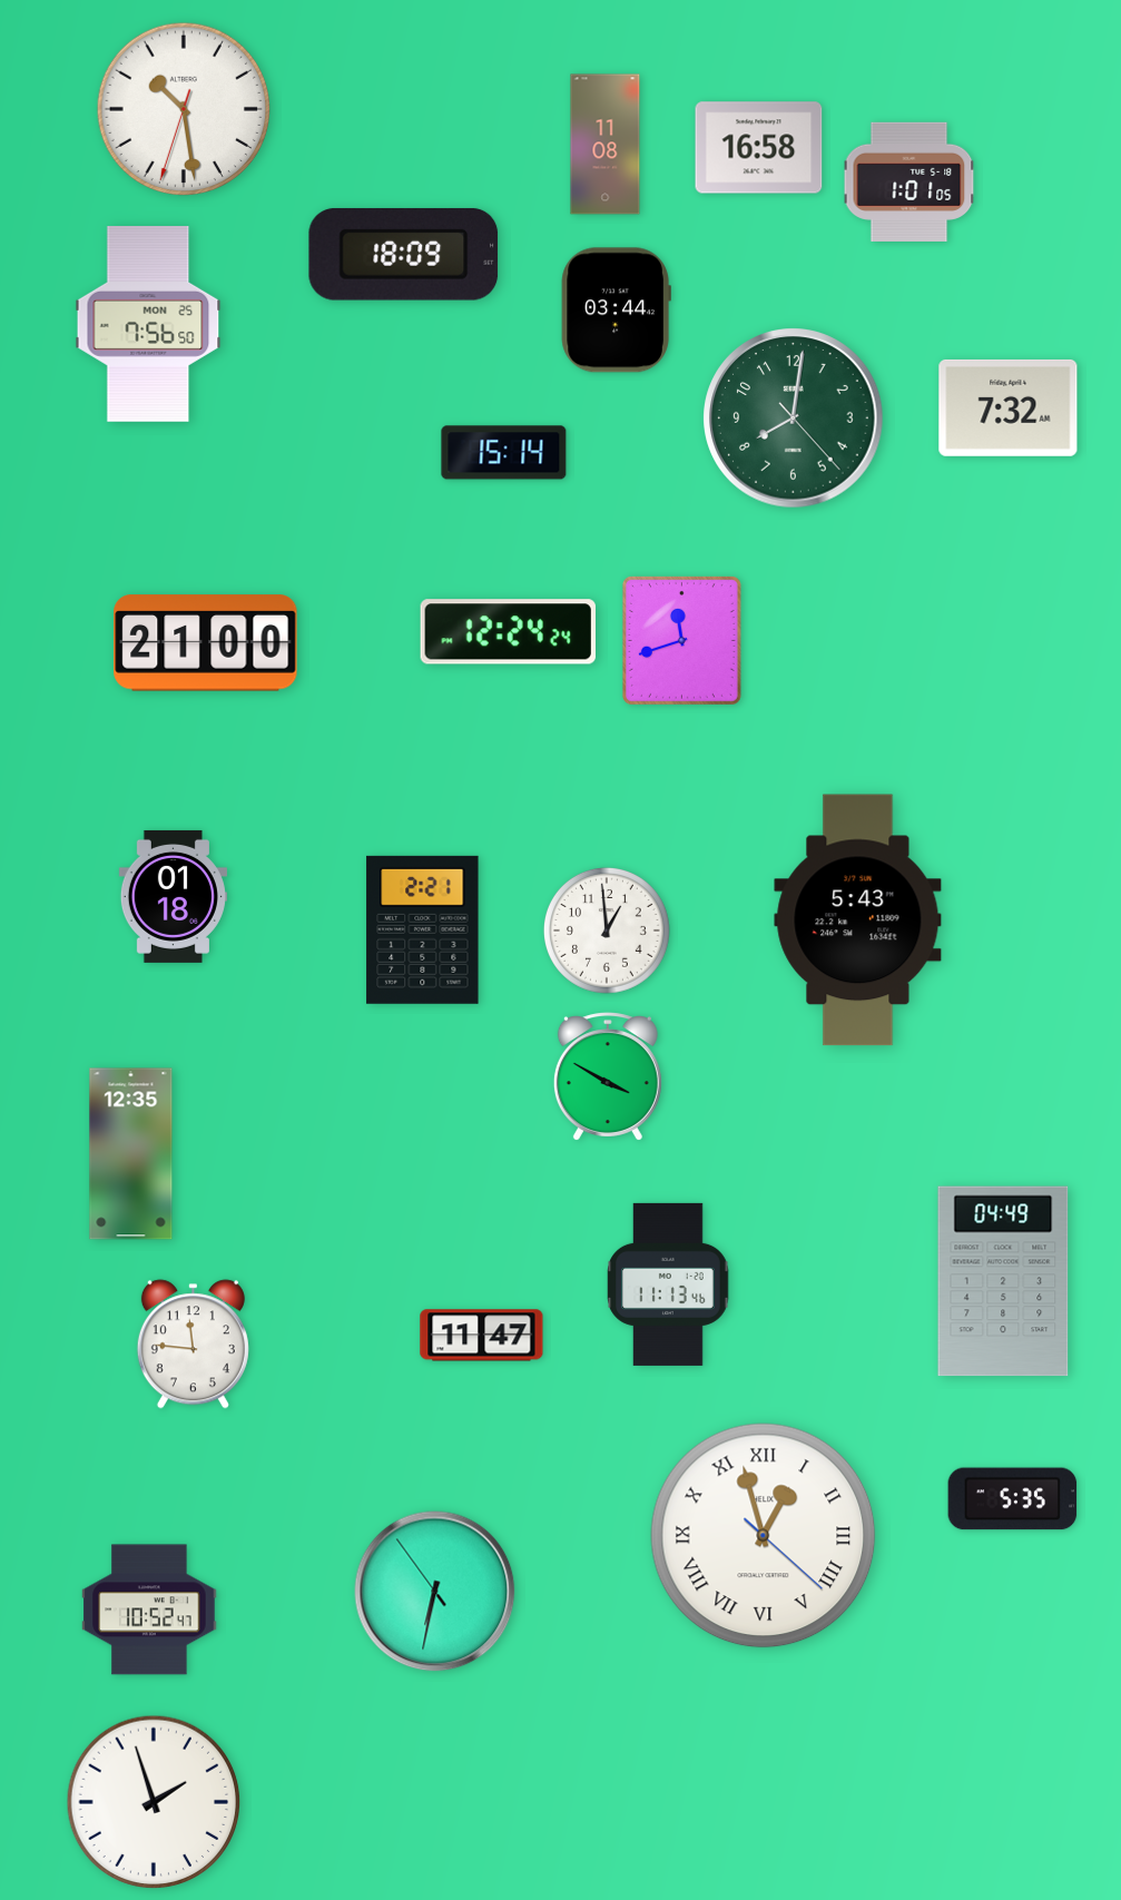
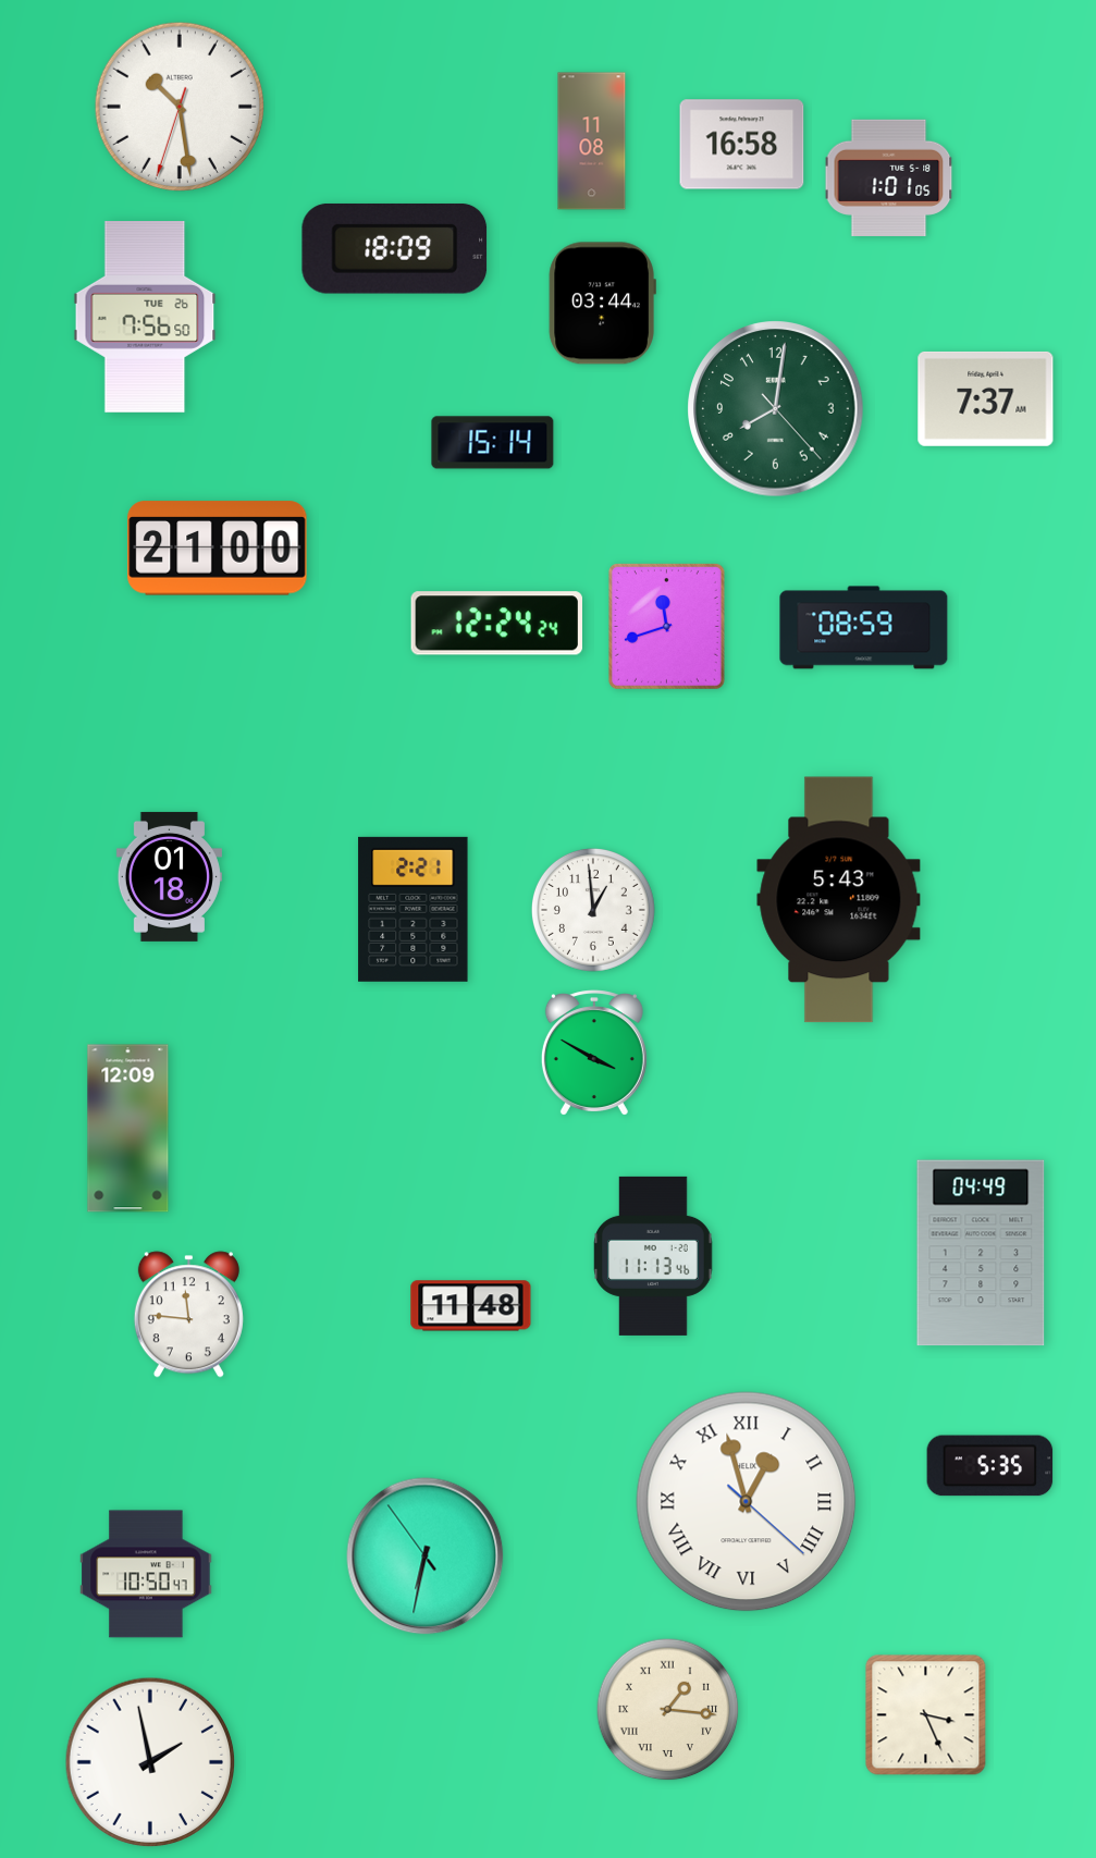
clock at (148, 325) date: MON 25 -> TUE 26
clock at (1009, 407): 7:32 -> 7:37
clock at (508, 632) position: (508, 632) -> (496, 624)
clock at (864, 628): none -> 08:59
clock at (206, 643) position: (206, 643) -> (218, 549)
clock at (131, 1154): 12:35 -> 12:09
clock at (482, 1336): 11:47 -> 11:48
clock at (149, 1609): 10:52 -> 10:50
clock at (668, 1710): none -> 1:16
clock at (926, 1715): none -> 3:26
clock at (154, 1802): 1:57 -> 1:58
